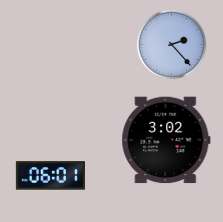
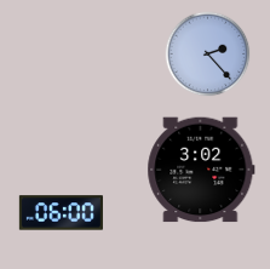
clock at (50, 176): 06:01 -> 06:00
